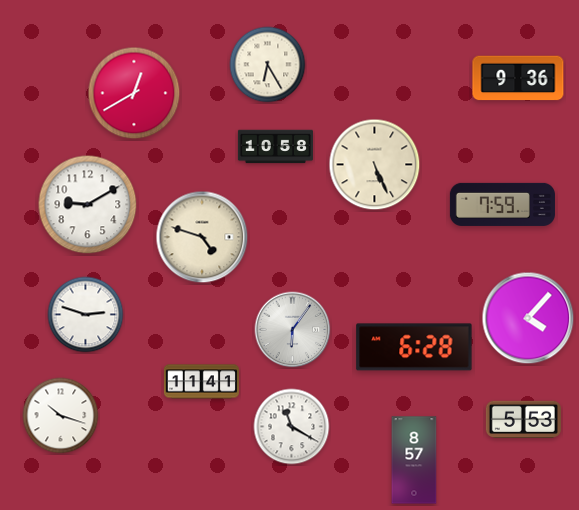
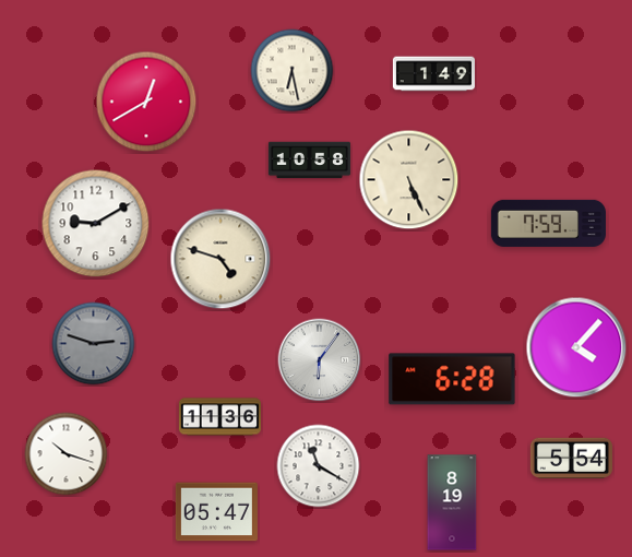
clock at (268, 65): 6:25 -> 6:28
clock at (433, 74): none -> 1:49
clock at (518, 78): 9:36 -> none
clock at (275, 147) position: (275, 147) -> (309, 161)
clock at (86, 315) dial: white -> grey
clock at (201, 382): 11:41 -> 11:36
clock at (523, 420): 5:53 -> 5:54
clock at (414, 460): 8:57 -> 8:19
clock at (216, 512): none -> 05:47
